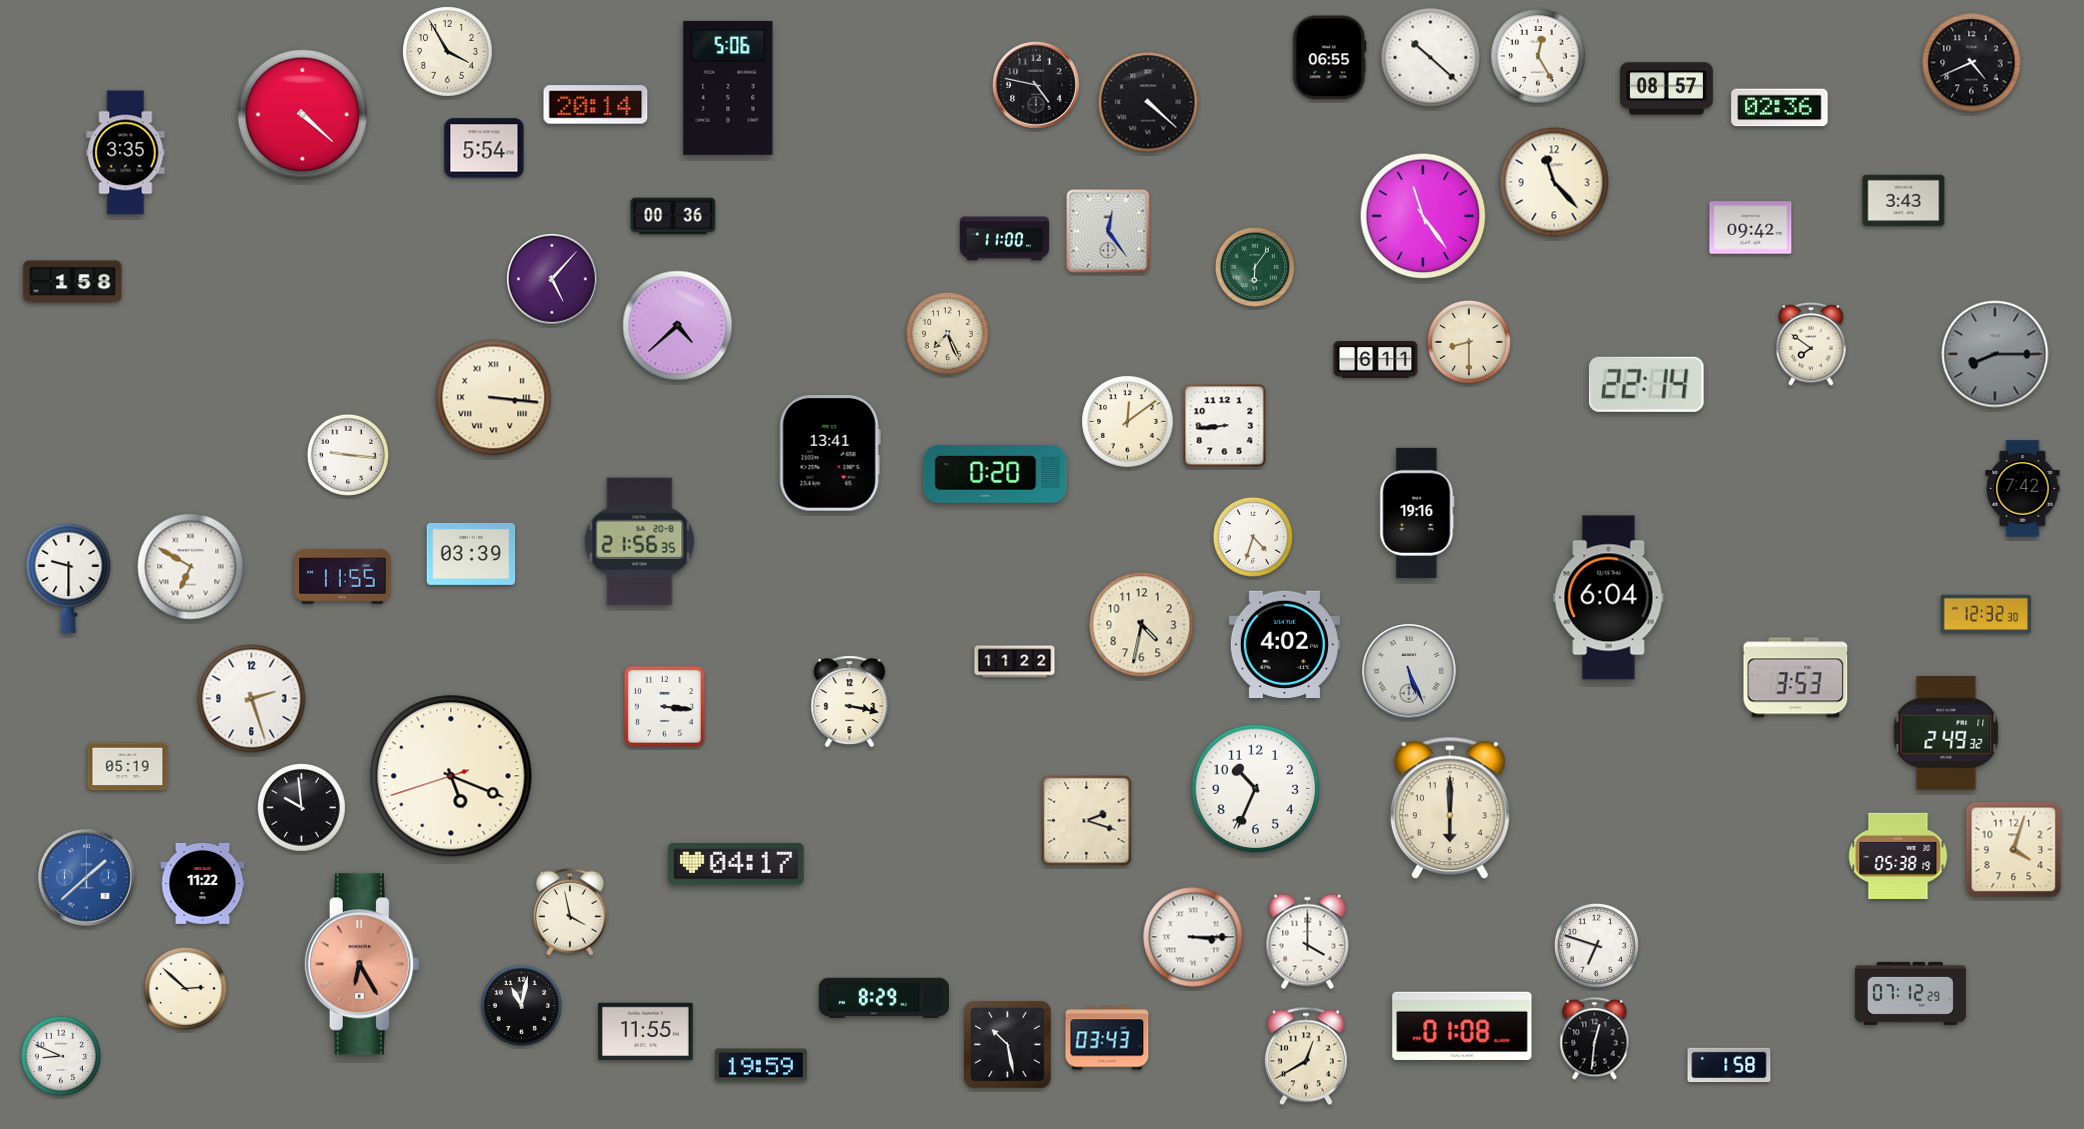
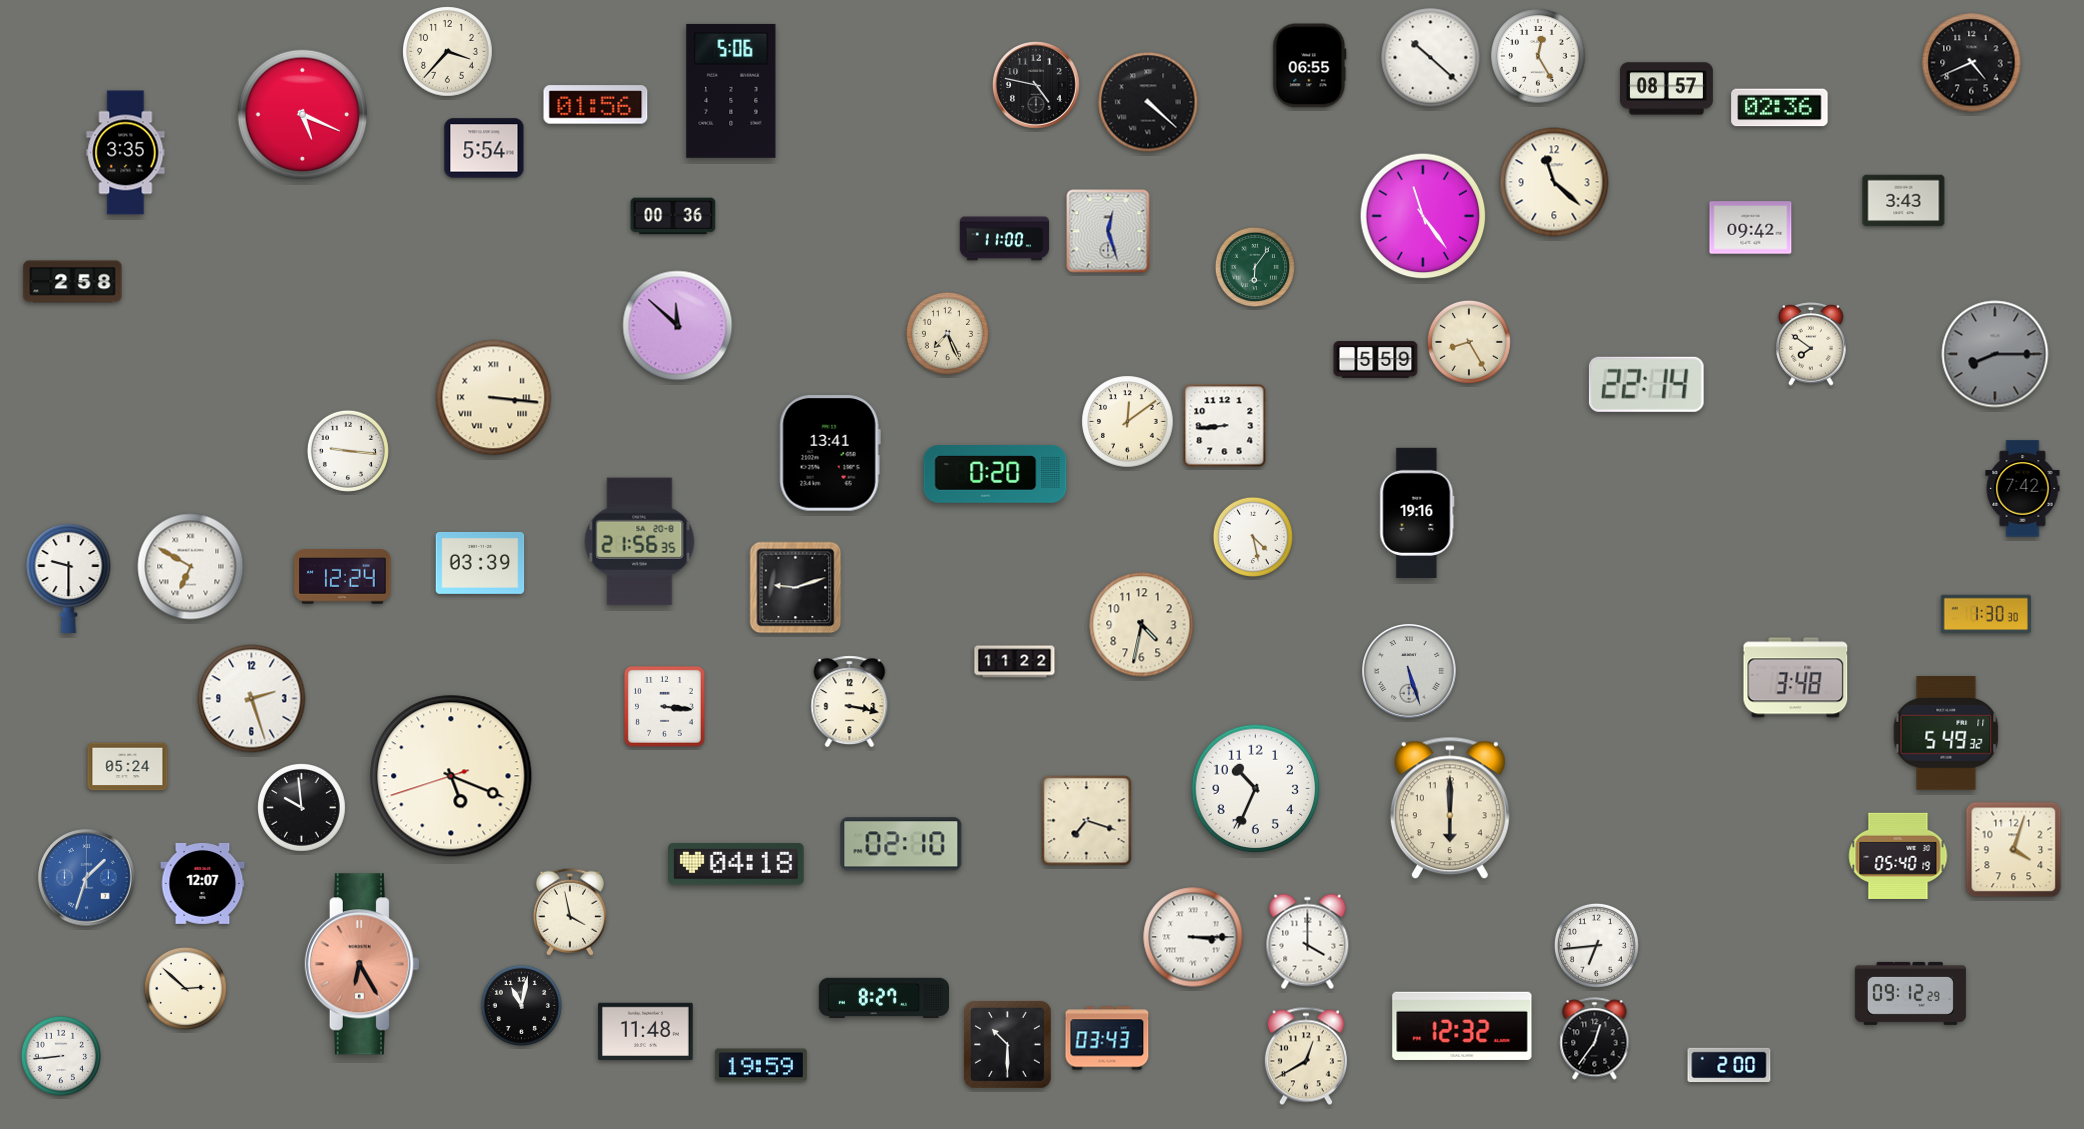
clock at (448, 52): 3:55 -> 3:37
clock at (1330, 58) position: (1330, 58) -> (1310, 66)
clock at (728, 88) position: (728, 88) -> (731, 91)
clock at (596, 105): 20:14 -> 01:56
clock at (303, 115): 4:22 -> 5:19
clock at (1554, 182): 11:23 -> 11:22
clock at (1108, 231): 12:24 -> 12:27
clock at (553, 280): 5:07 -> none
clock at (73, 282): 1:58 -> 2:58
clock at (678, 326): 4:38 -> 11:52
clock at (1469, 342): 8:30 -> 8:25
clock at (1376, 360): 6:11 -> 5:59
clock at (348, 455) position: (348, 455) -> (348, 451)
clock at (1253, 537): 4:33 -> 4:28
clock at (471, 554) position: (471, 554) -> (480, 563)
clock at (343, 577): 11:55 -> 12:24
clock at (796, 588): none -> 9:12
clock at (1609, 598): 6:04 -> none
clock at (1986, 614): 12:32 -> 1:30
clock at (1284, 644): 4:02 -> none
clock at (1409, 671): 5:26 -> 5:27
clock at (1796, 678): 3:53 -> 3:48
clock at (1946, 733): 2:49 -> 5:49
clock at (128, 767): 05:19 -> 05:24
clock at (1087, 821): 2:18 -> 7:18
clock at (901, 844): none -> 02:10
clock at (1898, 855): 05:38 -> 05:40
clock at (736, 864): 04:17 -> 04:18
clock at (87, 878): 1:38 -> 1:33
clock at (203, 883): 11:22 -> 12:07
clock at (1596, 945): 6:48 -> 6:44
clock at (1910, 993): 07:12 -> 09:12
clock at (883, 997): 8:29 -> 8:27
clock at (1462, 1025): 01:08 -> 12:32
clock at (646, 1031): 11:55 -> 11:48
clock at (1595, 1039): 12:31 -> 12:36
clock at (1008, 1045): 10:28 -> 10:30
clock at (61, 1056): 8:49 -> 8:44
clock at (1729, 1065): 1:58 -> 2:00
